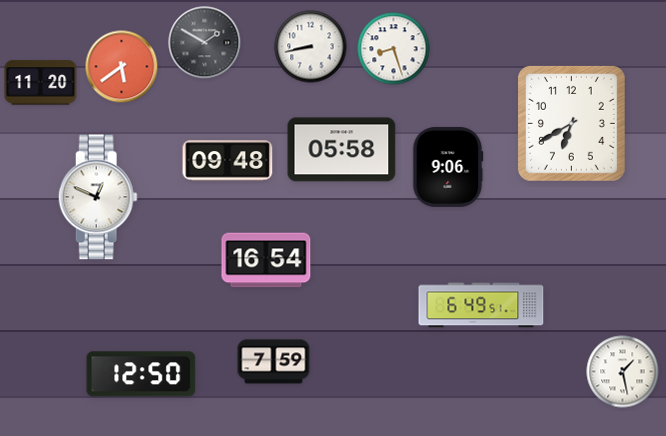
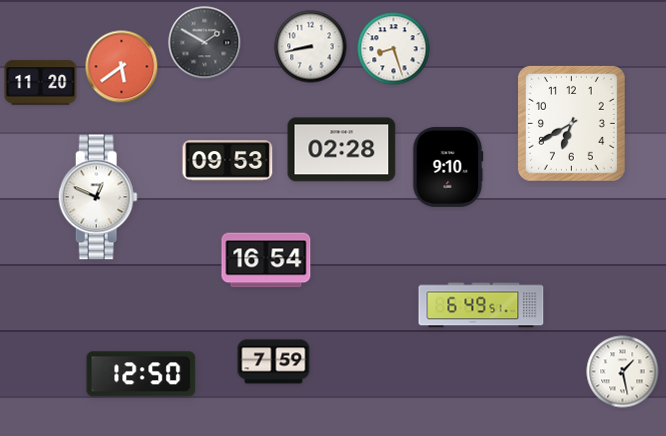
clock at (342, 150): 05:58 -> 02:28
clock at (228, 161): 09:48 -> 09:53
clock at (448, 167): 9:06 -> 9:10
